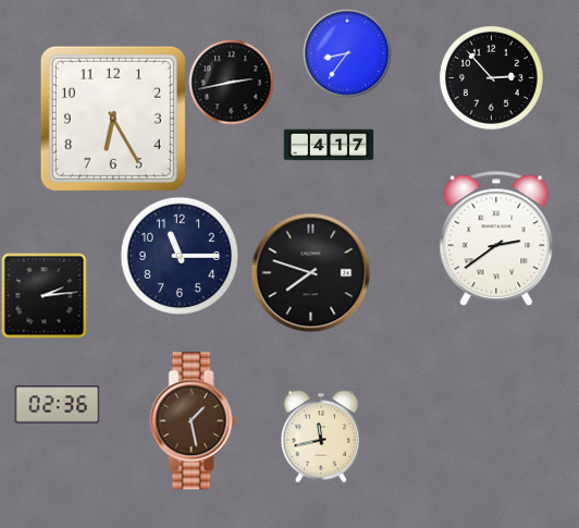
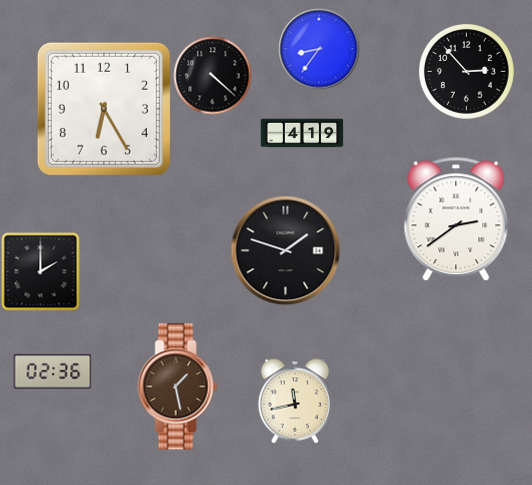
clock at (491, 77) position: (491, 77) -> (466, 71)
clock at (231, 82): 2:43 -> 4:22
clock at (329, 145): 4:17 -> 4:19
clock at (178, 255): 11:15 -> none
clock at (310, 272): 7:48 -> 1:48
clock at (44, 295): 2:14 -> 2:00
